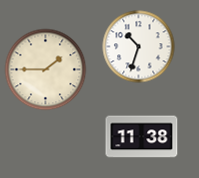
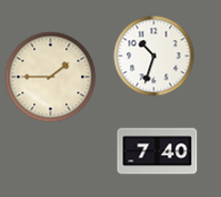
clock at (139, 47) position: (139, 47) -> (154, 56)
clock at (142, 137): 11:38 -> 7:40
